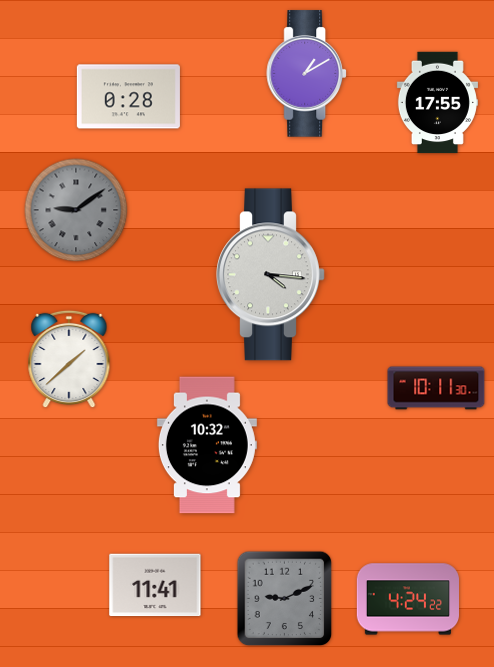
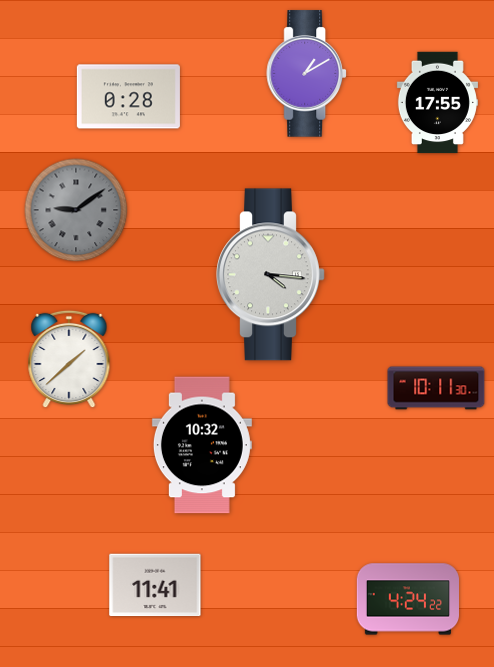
clock at (207, 445) position: (207, 445) -> (202, 445)
clock at (285, 599): 9:11 -> none
